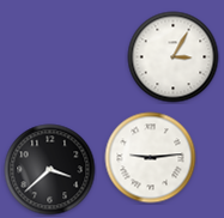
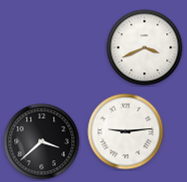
clock at (174, 57): 3:05 -> 3:41
